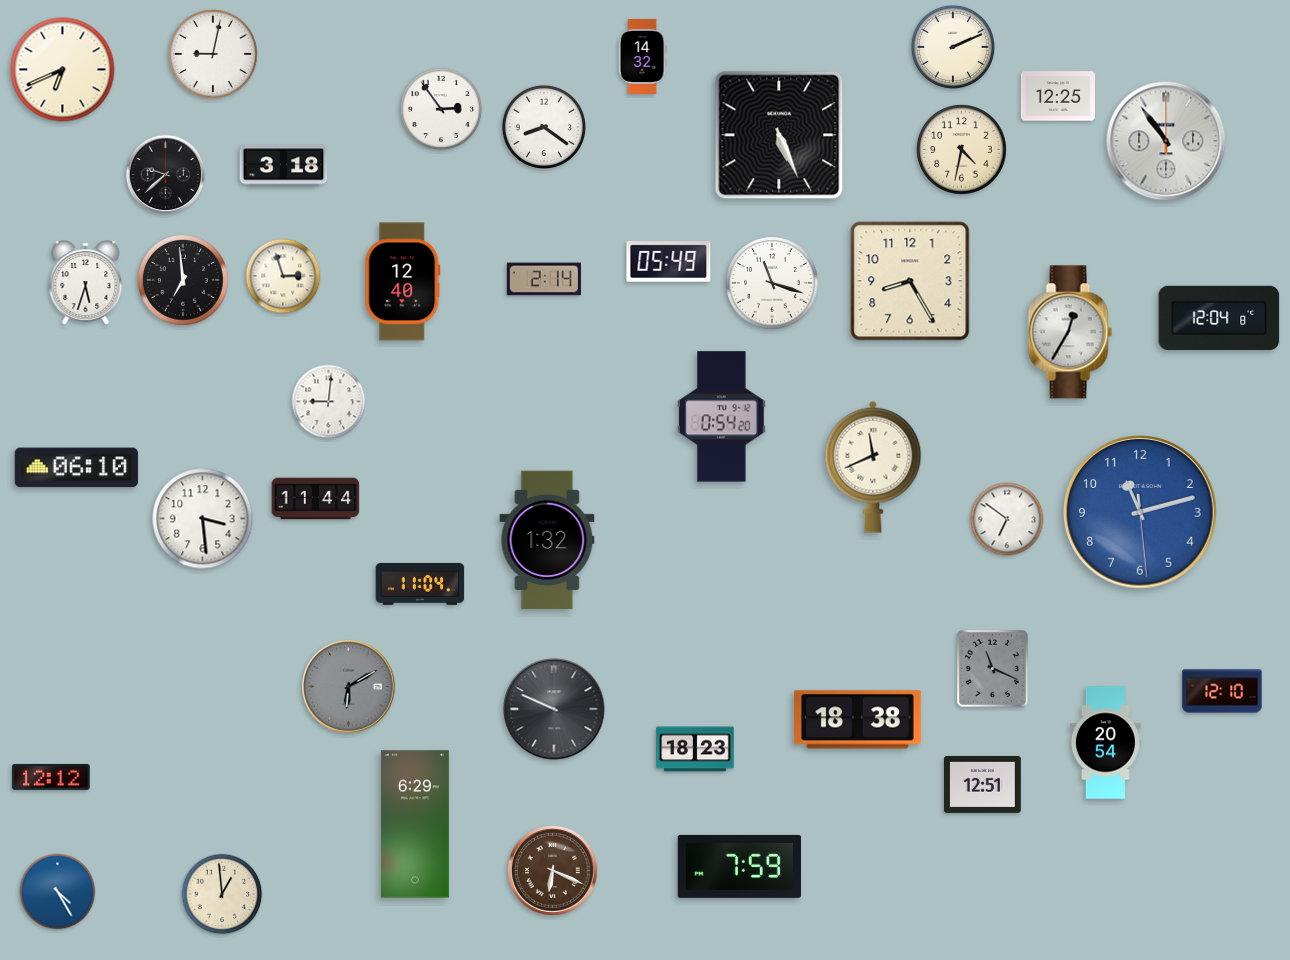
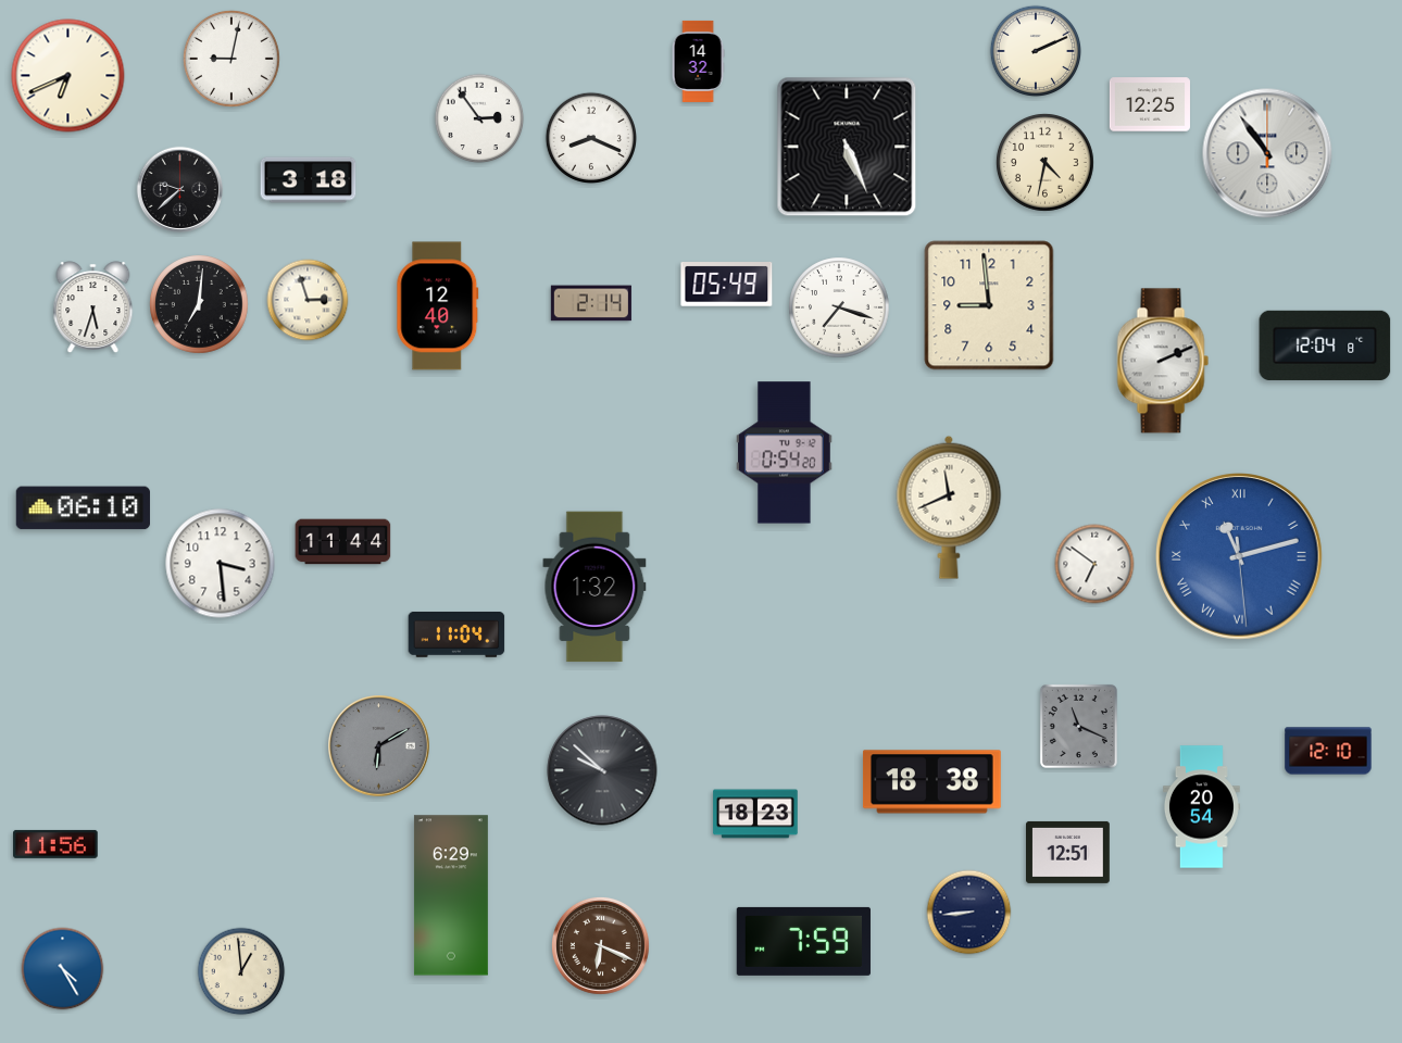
clock at (543, 126): 8:21 -> 8:19
clock at (184, 281): 6:59 -> 7:01
clock at (910, 281): 8:25 -> 8:59
clock at (772, 283): 11:18 -> 7:18
clock at (1070, 332): 12:35 -> 2:11
clock at (329, 402): 9:01 -> none
clock at (1140, 512) numerals: Arabic -> Roman
clock at (554, 709): 9:49 -> 9:52
clock at (51, 777): 12:12 -> 11:56
clock at (969, 913): none -> 8:44
